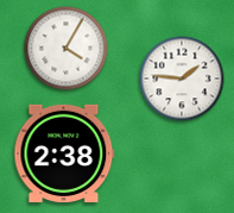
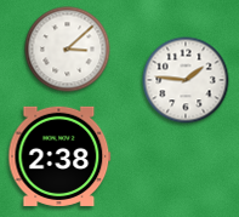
clock at (67, 49): 4:05 -> 3:08
clock at (64, 154) position: (64, 154) -> (59, 156)
